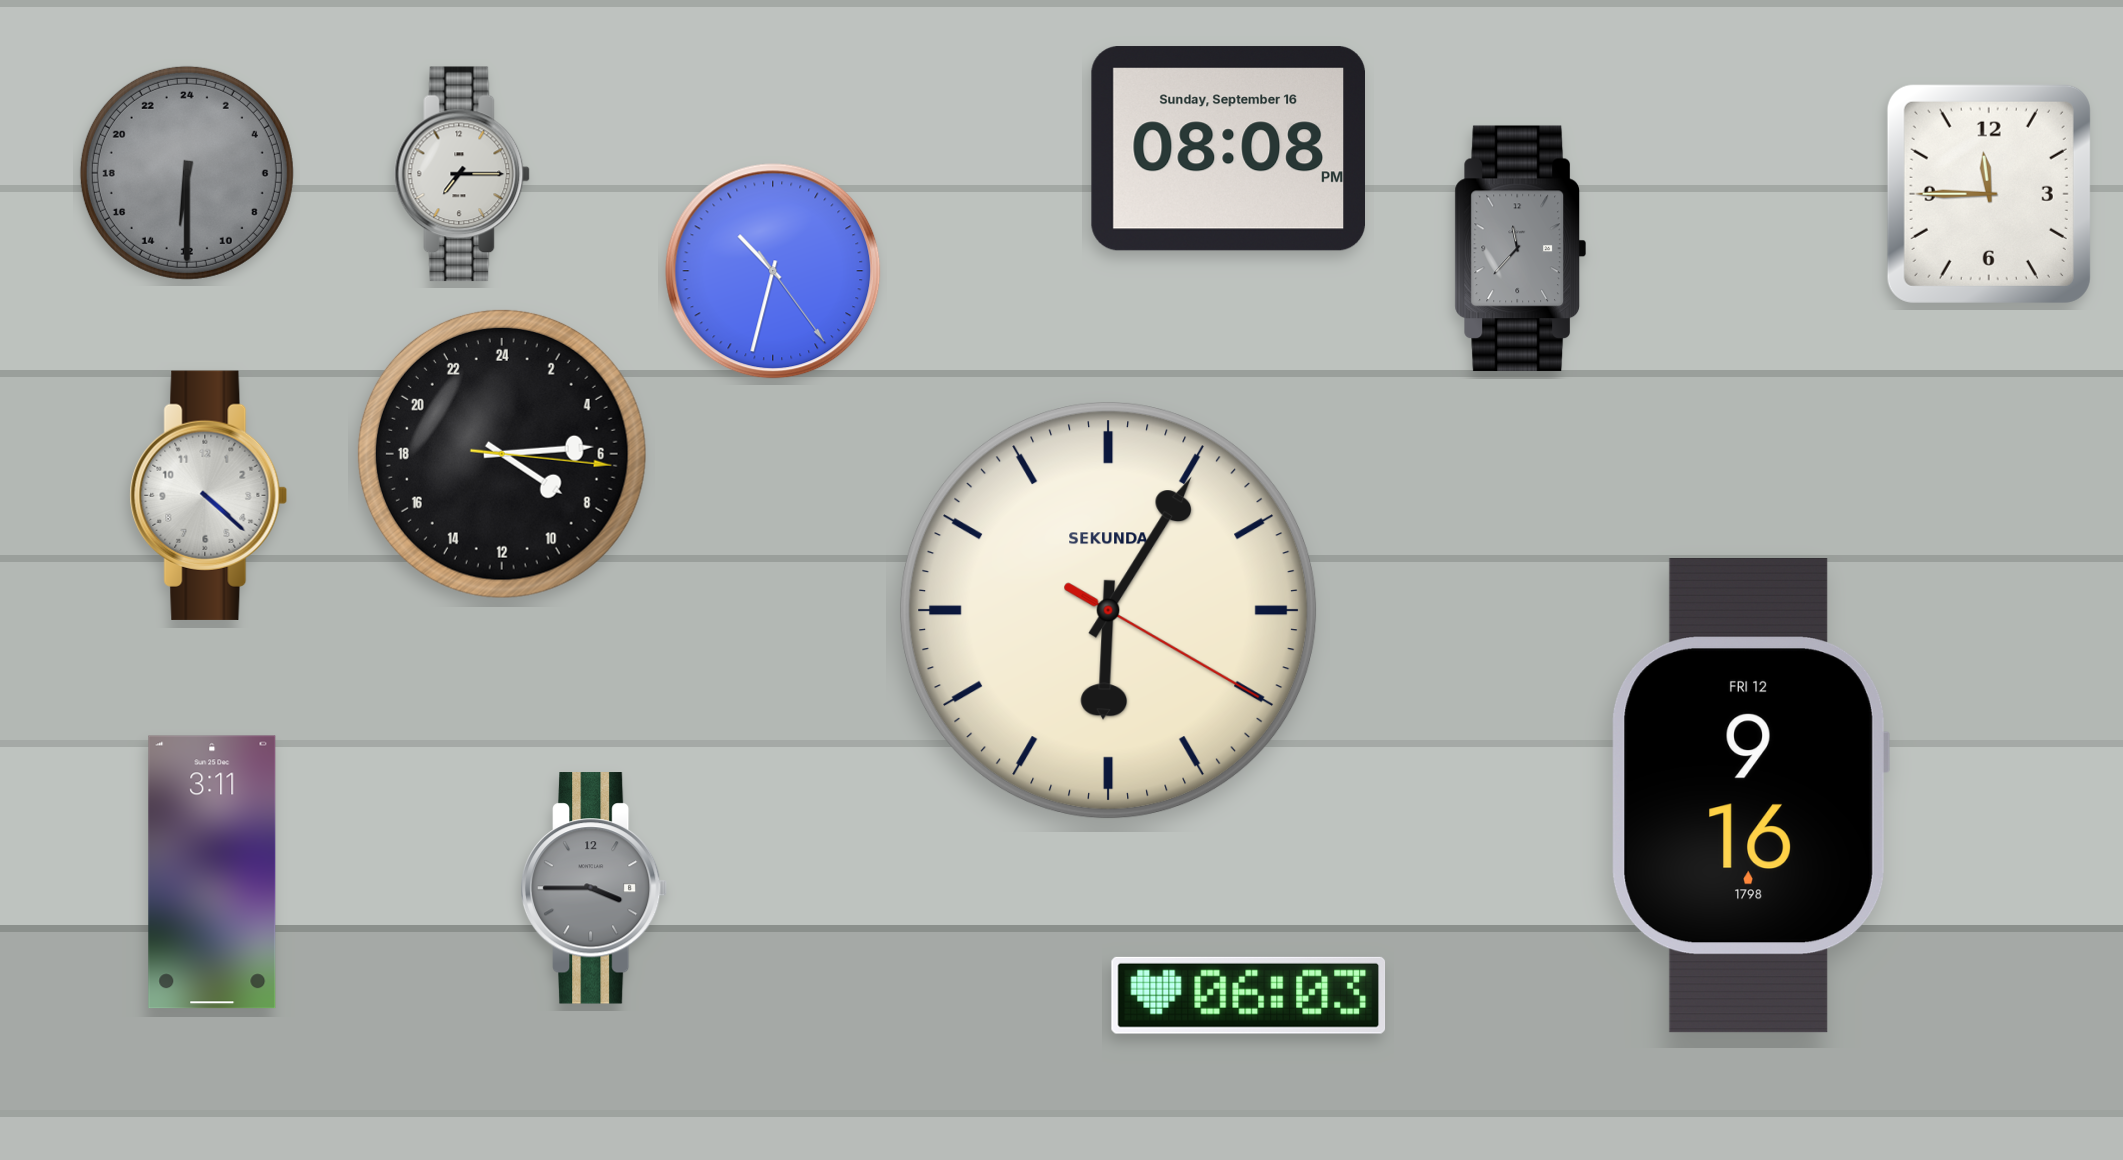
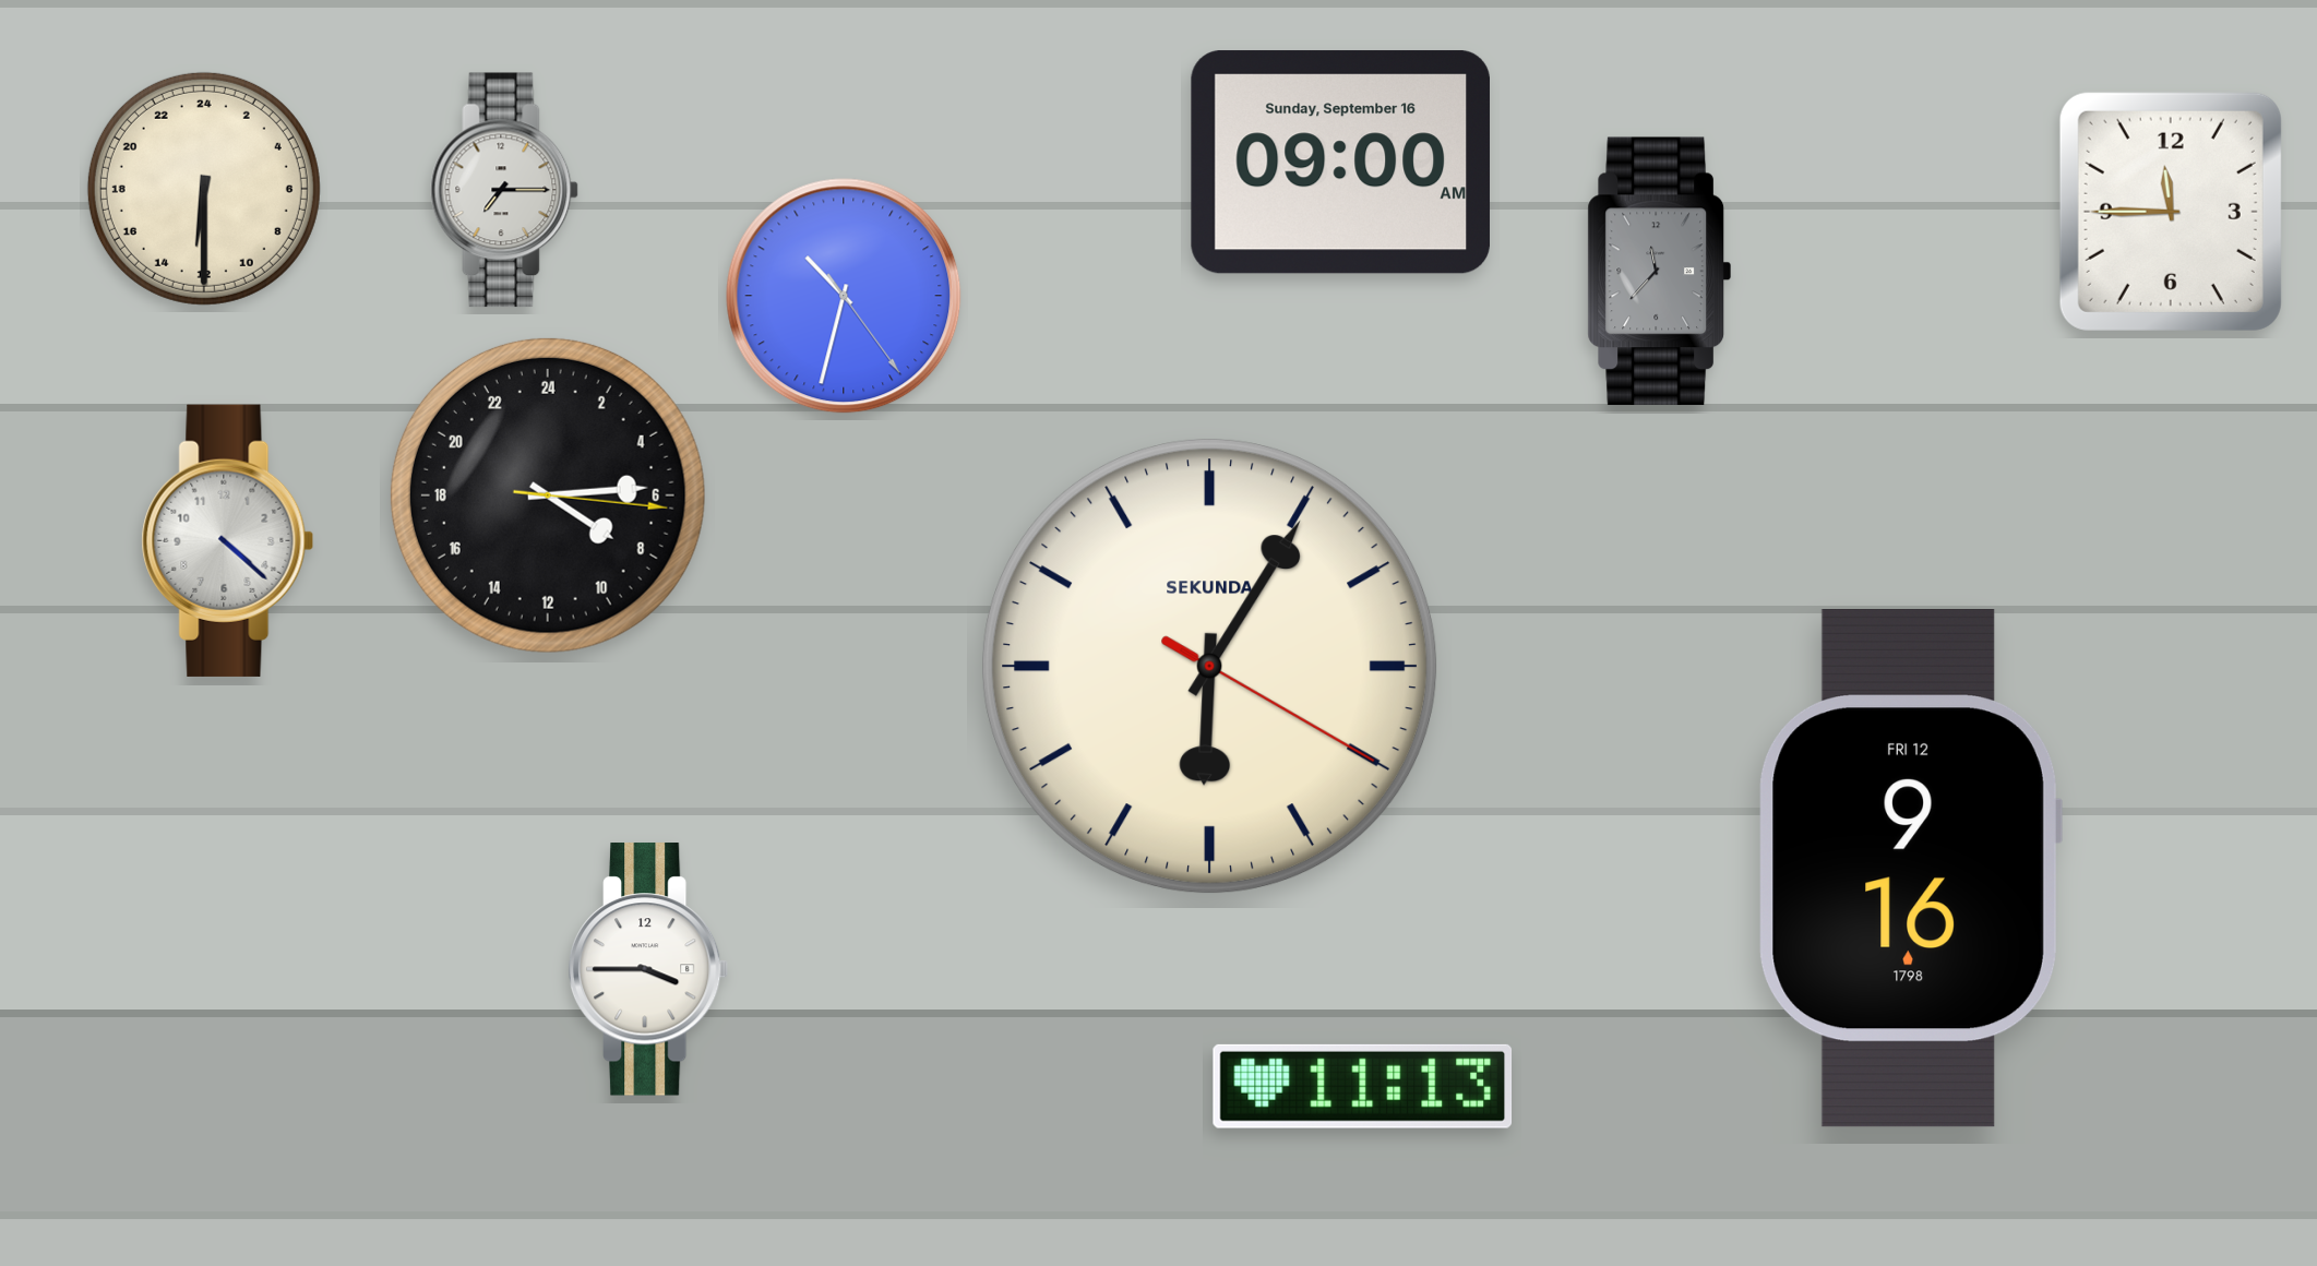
clock at (1228, 149): 08:08 -> 09:00
clock at (187, 173) dial: grey -> cream
clock at (212, 872): 3:11 -> none
clock at (594, 888) dial: grey -> white
clock at (1249, 995): 06:03 -> 11:13
